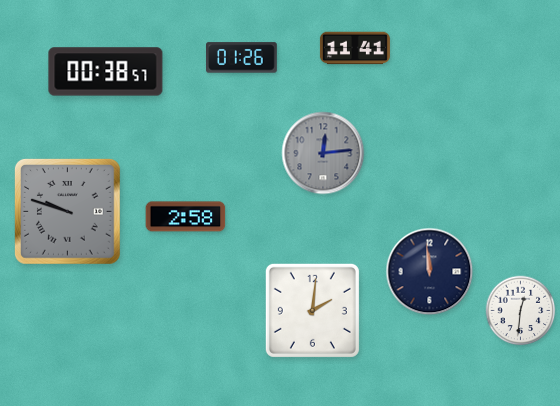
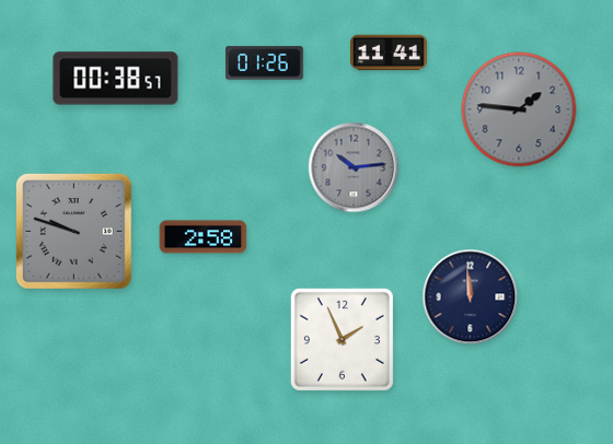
clock at (519, 109): none -> 1:46
clock at (323, 153): 12:14 -> 10:14
clock at (312, 310): 2:01 -> 1:56
clock at (521, 311): 12:31 -> none
